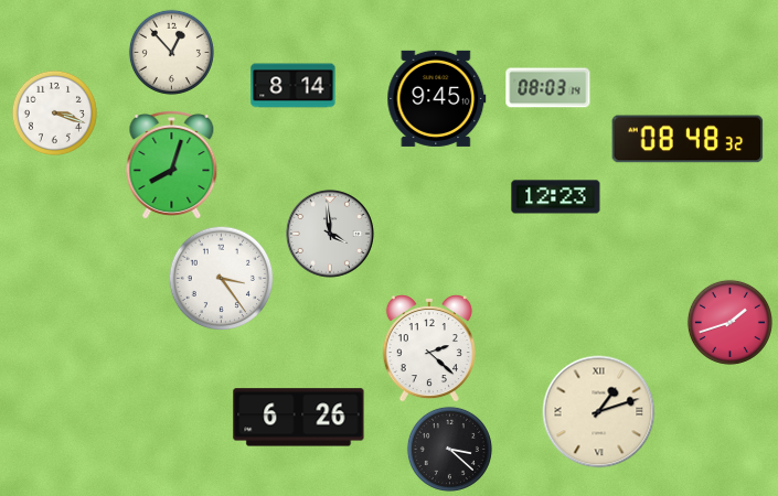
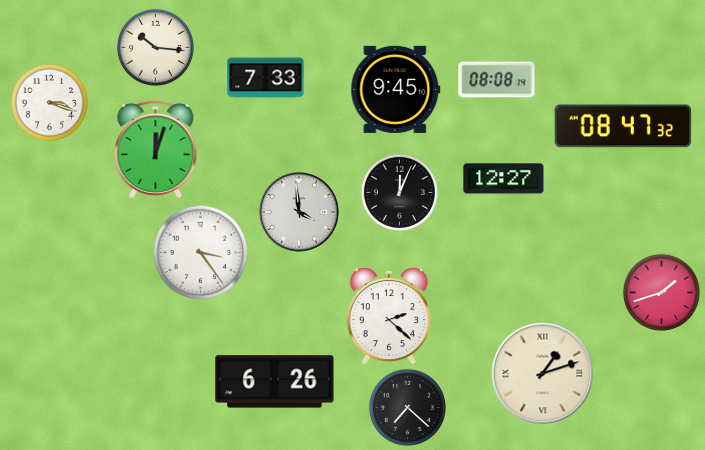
clock at (171, 52): 12:53 -> 10:16
clock at (294, 86): 8:14 -> 7:33
clock at (548, 88): 08:03 -> 08:08
clock at (688, 139): 08:48 -> 08:47
clock at (172, 165): 8:03 -> 12:03
clock at (556, 197): 12:23 -> 12:27
clock at (399, 192): none -> 12:04
clock at (299, 418) position: (299, 418) -> (275, 382)
clock at (449, 449): 3:22 -> 7:22
